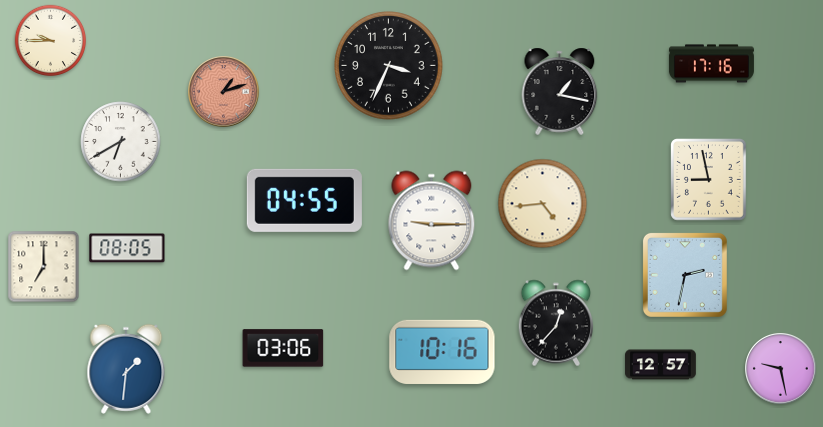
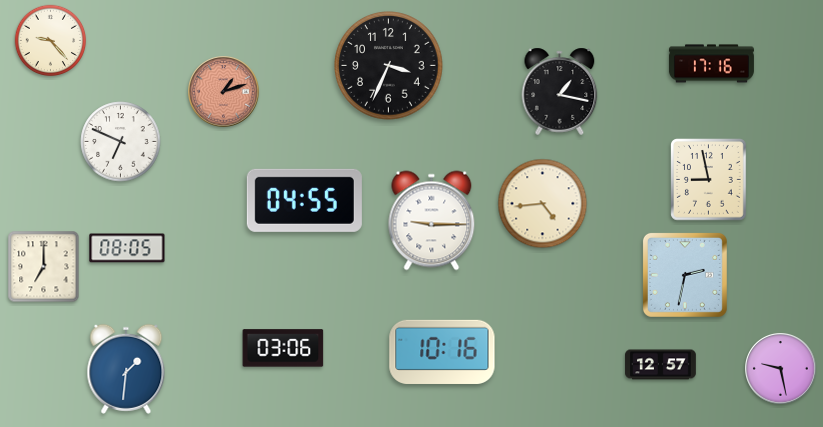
clock at (51, 41): 9:45 -> 9:23
clock at (121, 142): 6:40 -> 6:49
clock at (556, 323): 12:37 -> none
